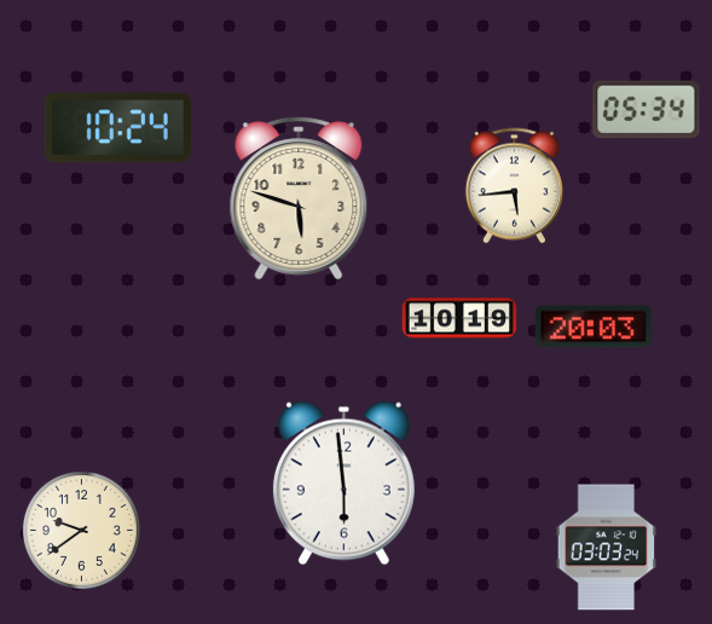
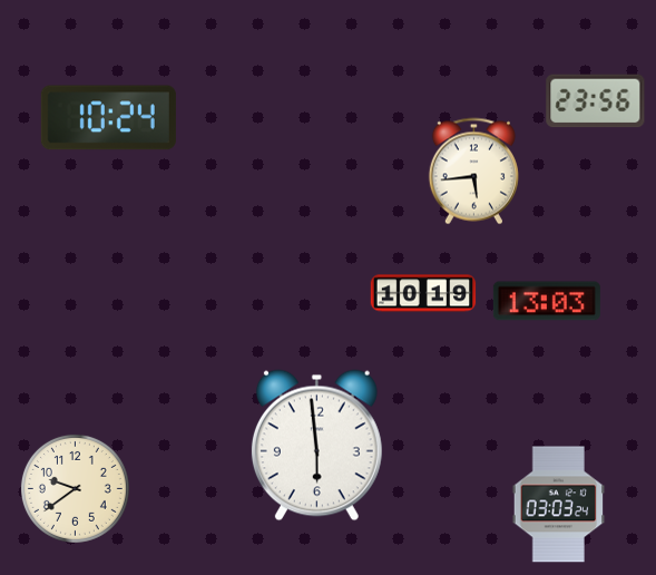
clock at (647, 110): 05:34 -> 23:56
clock at (299, 198): 5:48 -> none
clock at (594, 327): 20:03 -> 13:03
